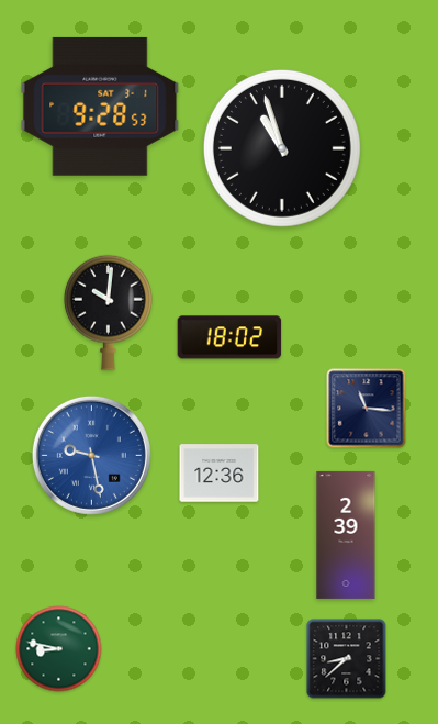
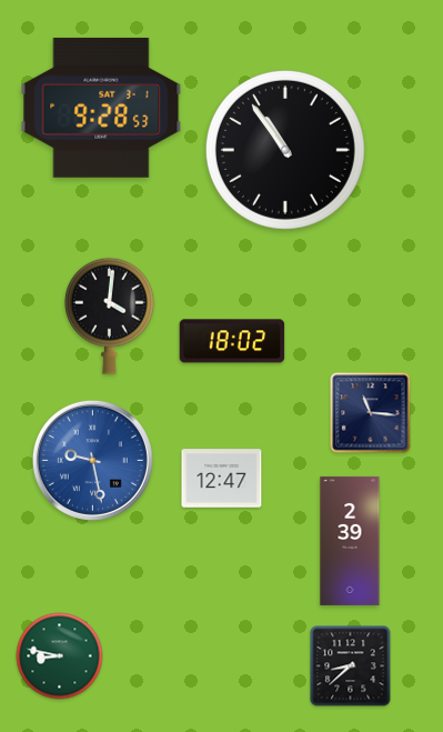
clock at (282, 148): 10:57 -> 10:54
clock at (109, 312): 10:01 -> 4:01
clock at (220, 474): 12:36 -> 12:47
